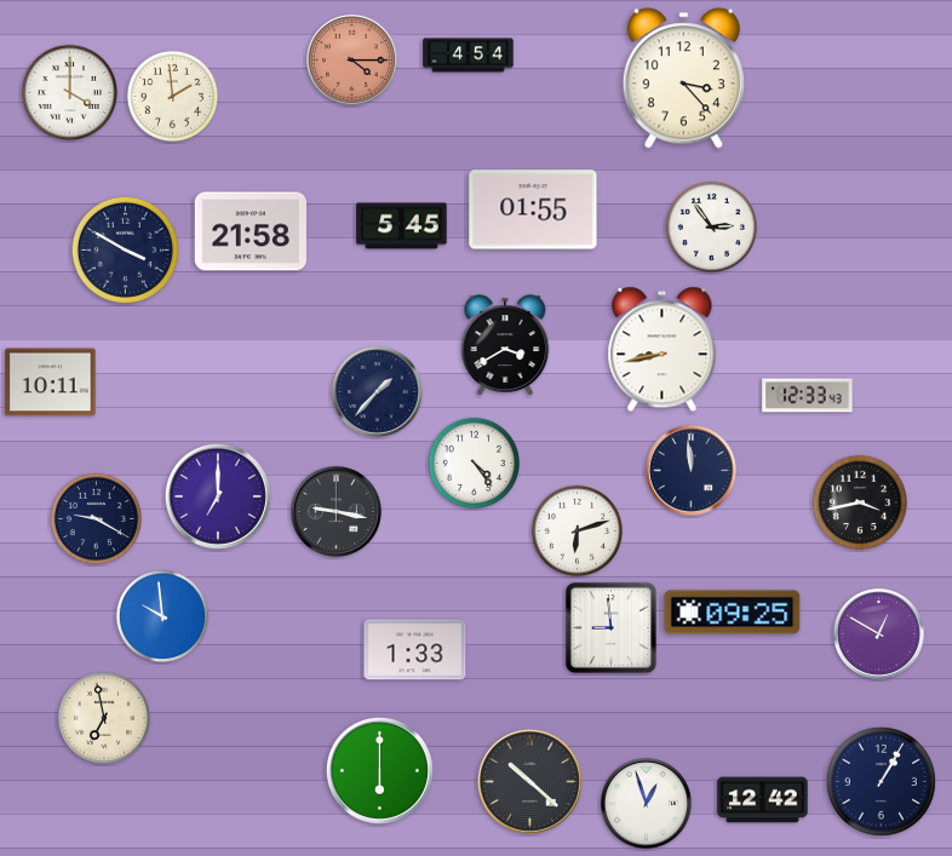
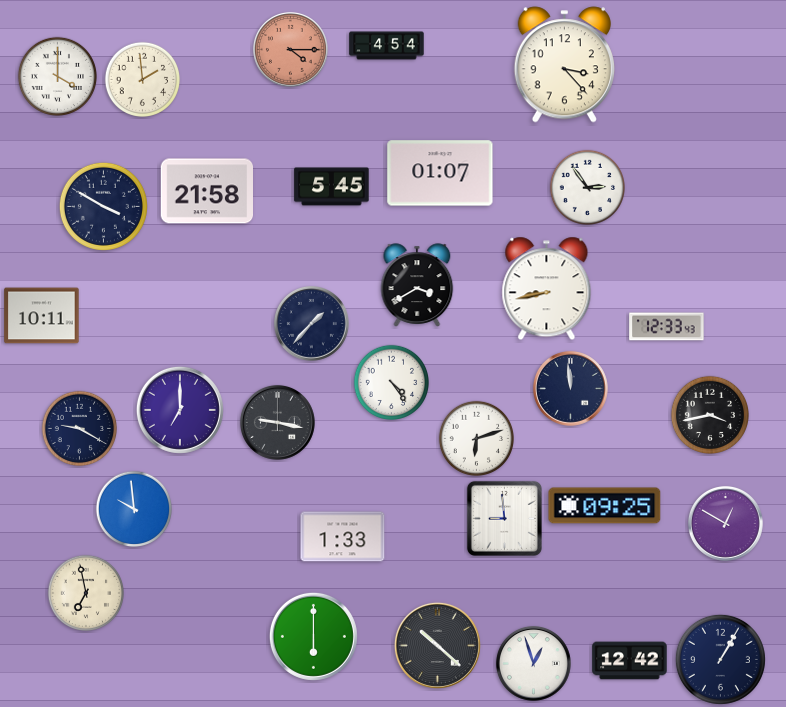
clock at (533, 209): 01:55 -> 01:07
clock at (881, 781) position: (881, 781) -> (720, 659)
